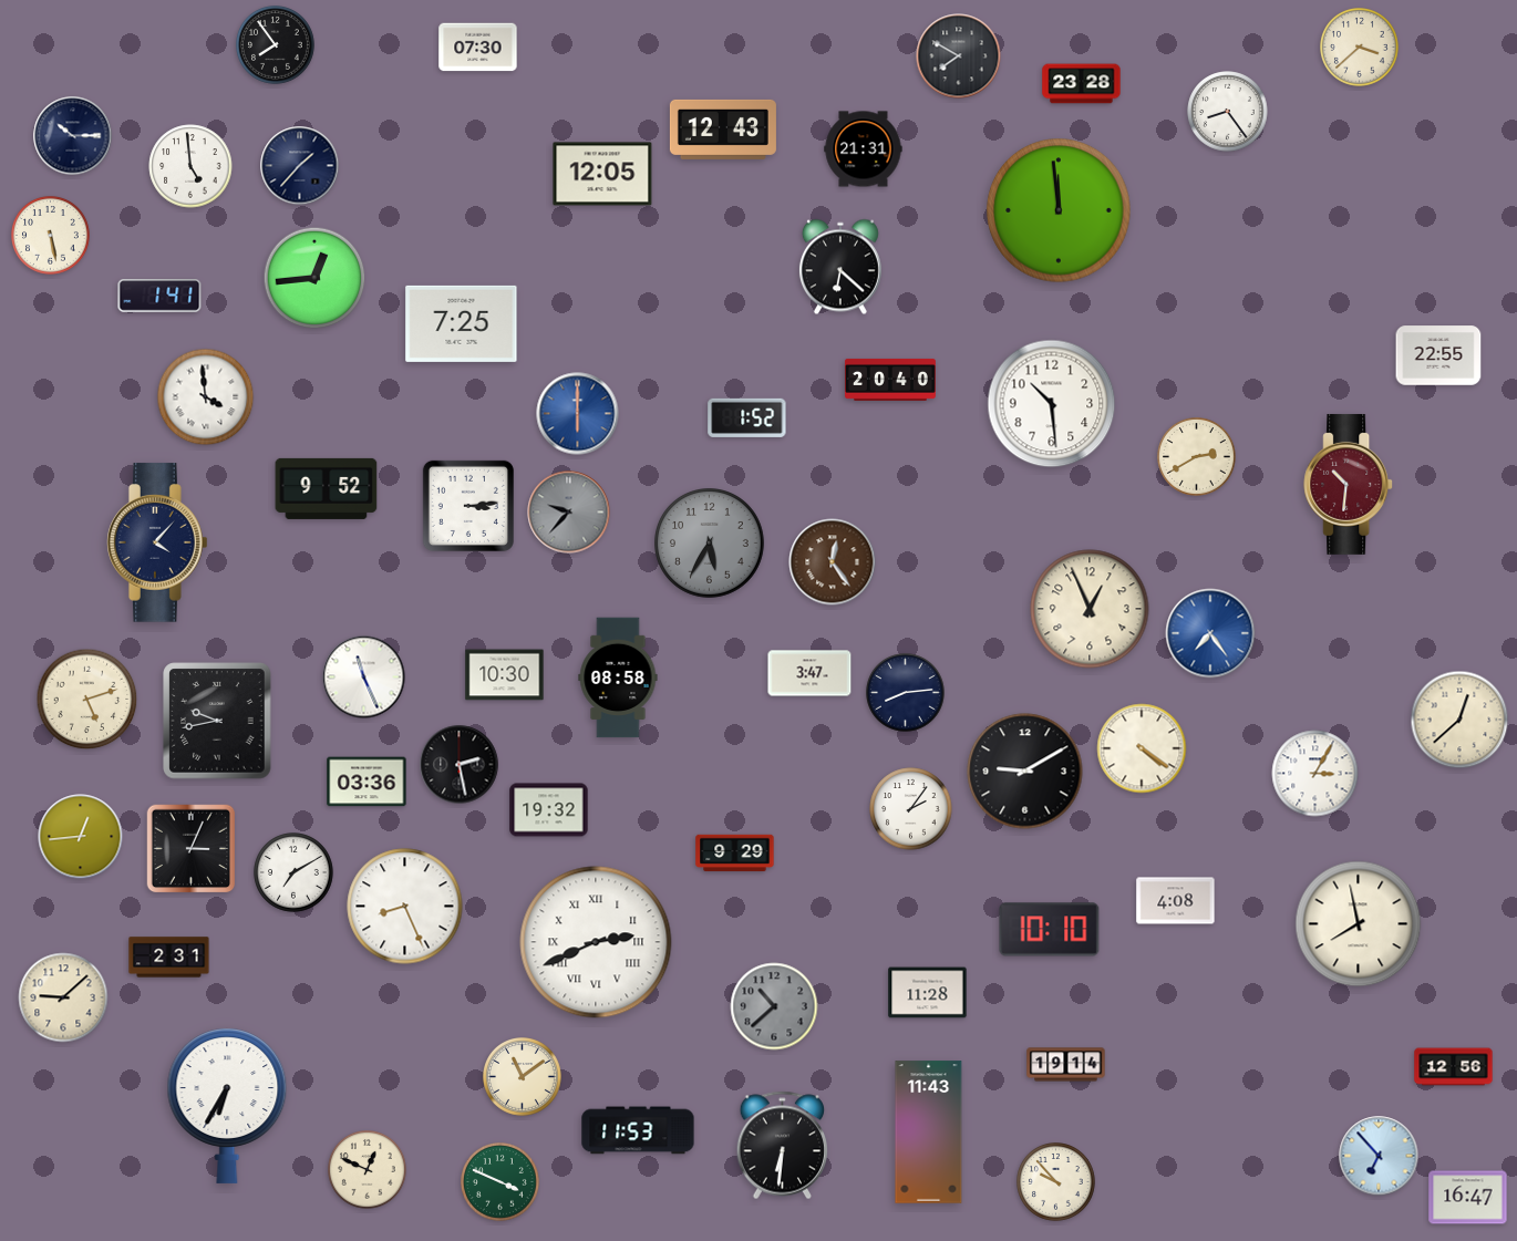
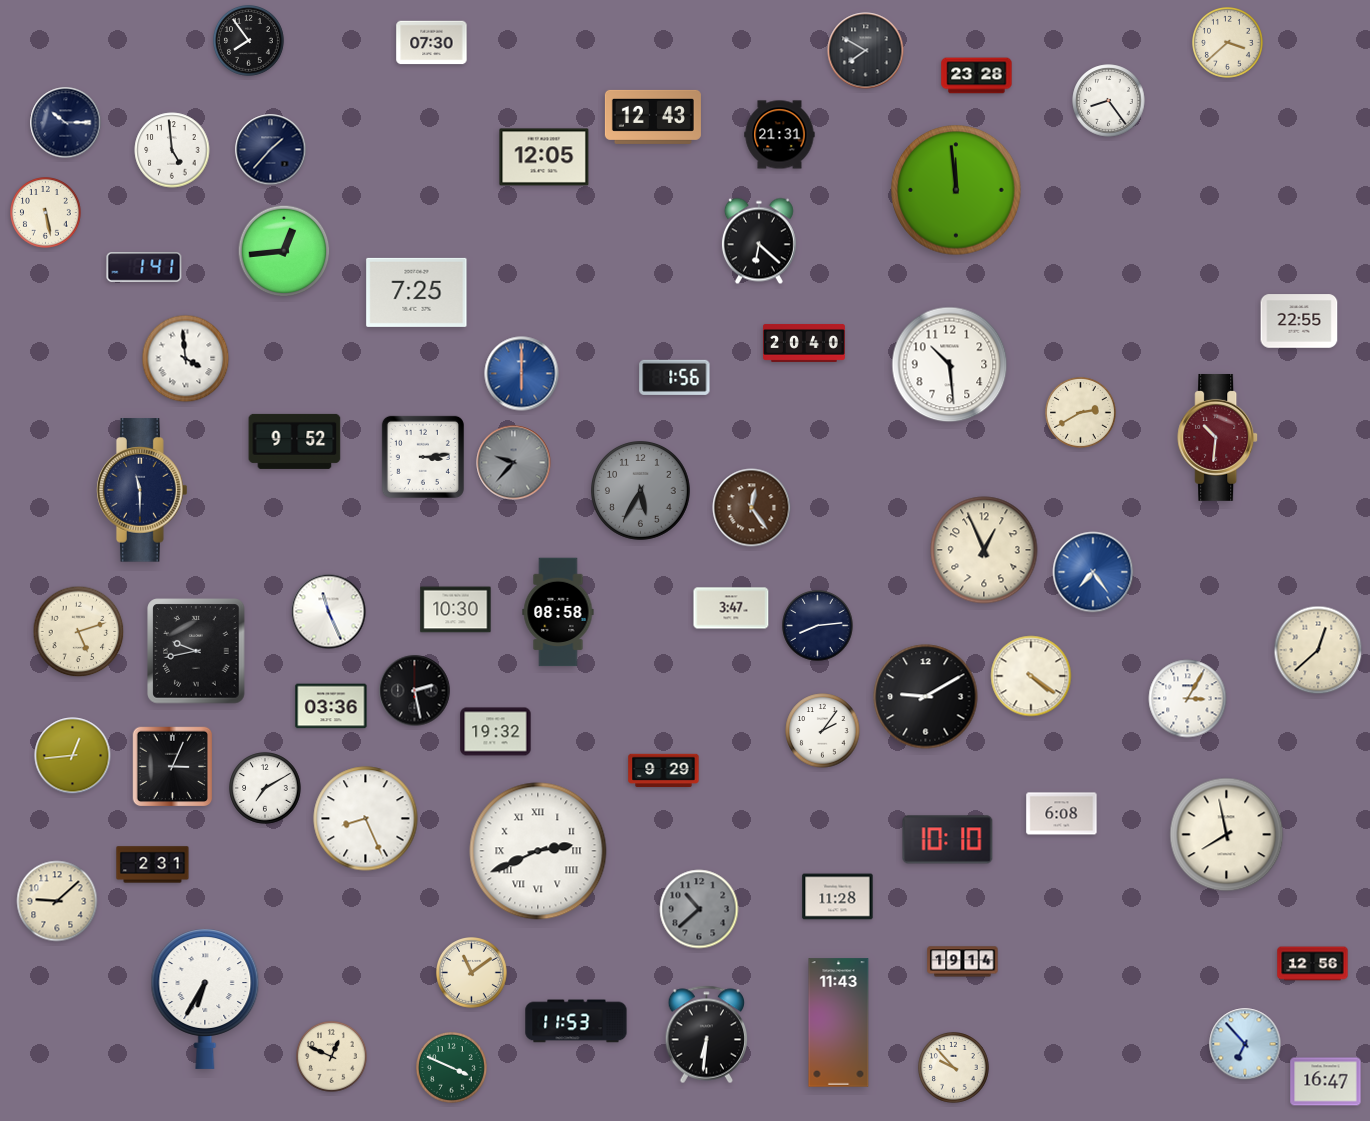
clock at (747, 417): 1:52 -> 1:56
clock at (157, 542): 4:07 -> 11:30
clock at (1176, 901): 4:08 -> 6:08
